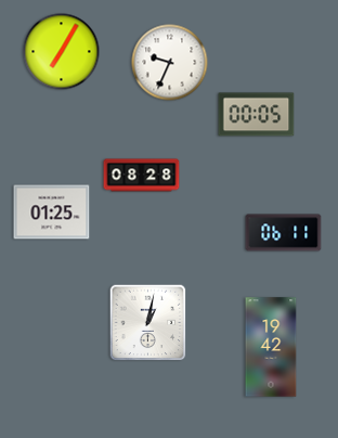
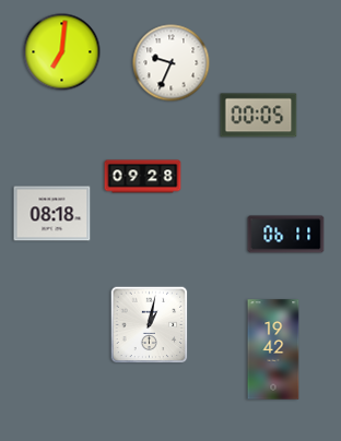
clock at (62, 52): 7:05 -> 7:01
clock at (142, 176): 08:28 -> 09:28
clock at (52, 212): 01:25 -> 08:18
